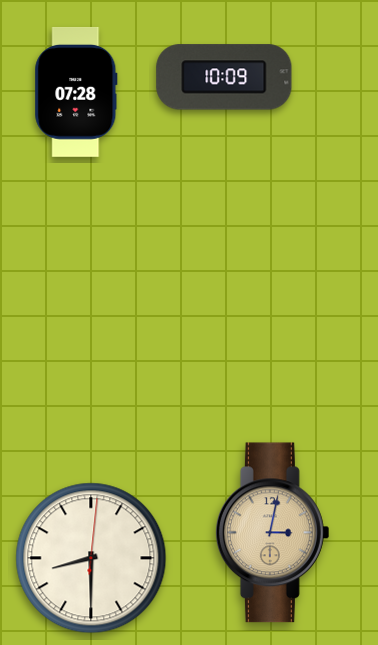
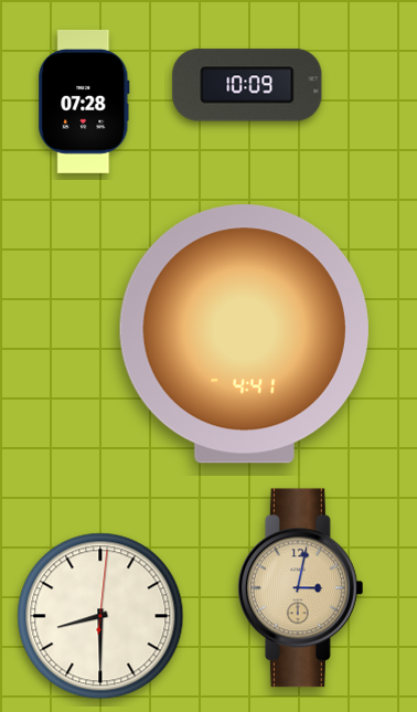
clock at (244, 334): none -> 4:41
